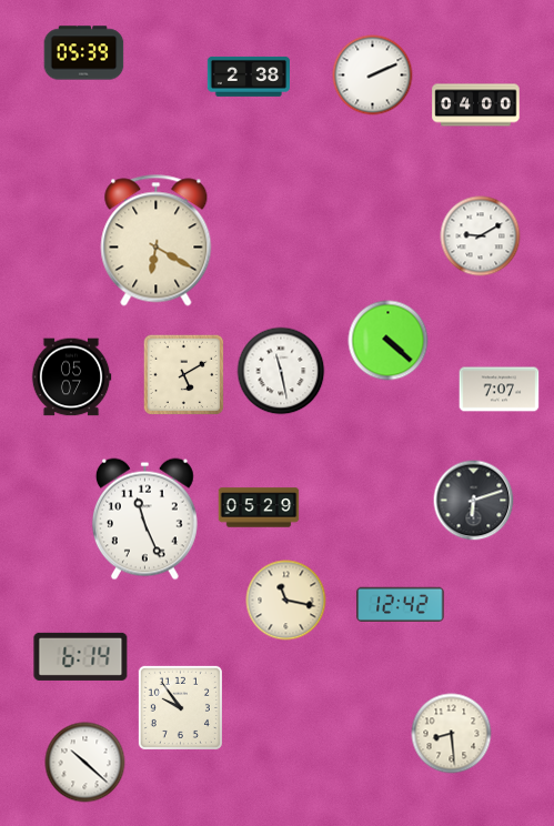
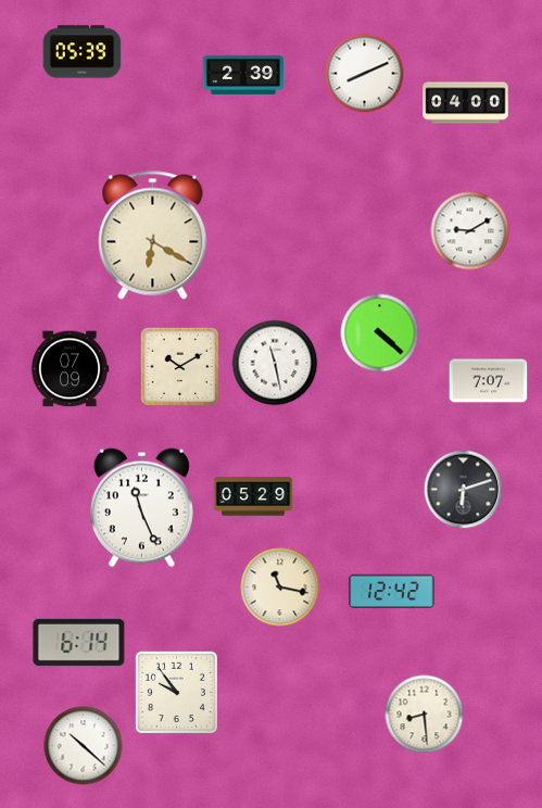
clock at (373, 75): 2:11 -> 8:11
clock at (248, 77): 2:38 -> 2:39
clock at (184, 375): 5:10 -> 10:10
clock at (71, 377): 05:07 -> 07:09
clock at (452, 734) position: (452, 734) -> (425, 715)
